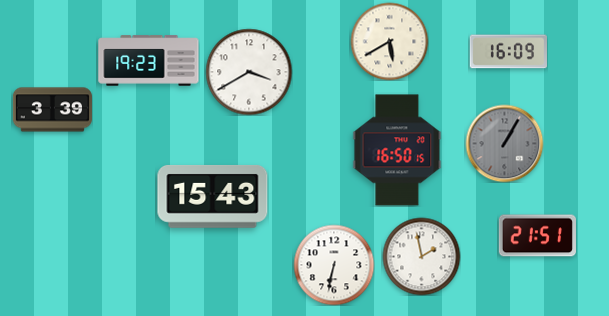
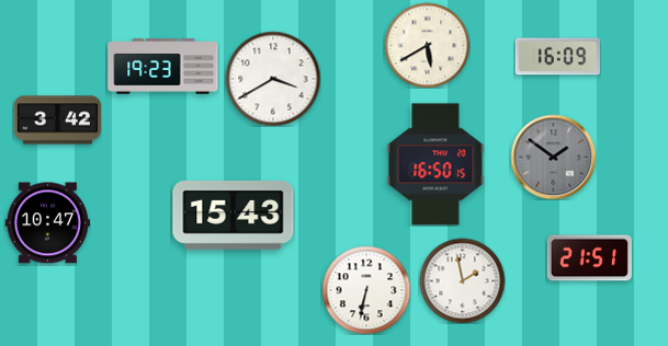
clock at (52, 110): 3:39 -> 3:42
clock at (504, 143): 1:05 -> 1:51
clock at (47, 223): none -> 10:47
